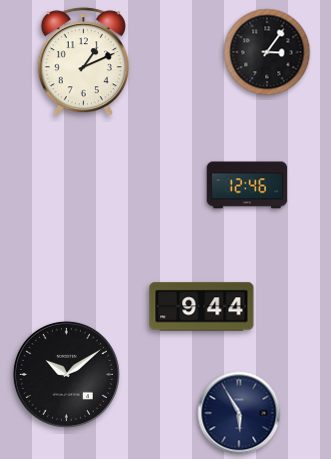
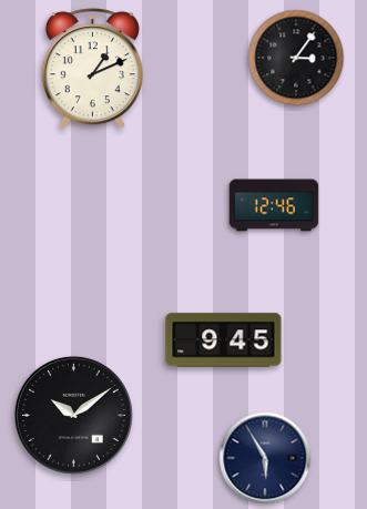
clock at (202, 307): 9:44 -> 9:45
